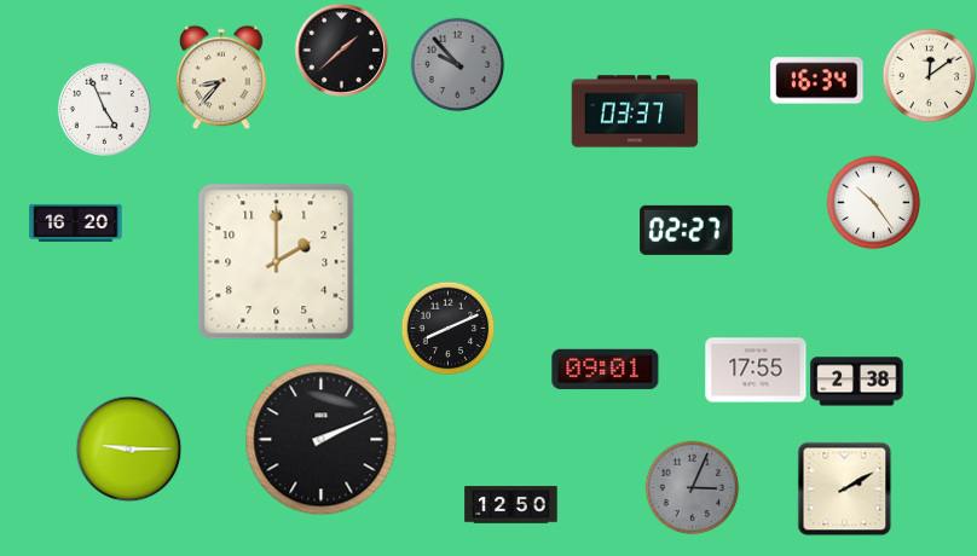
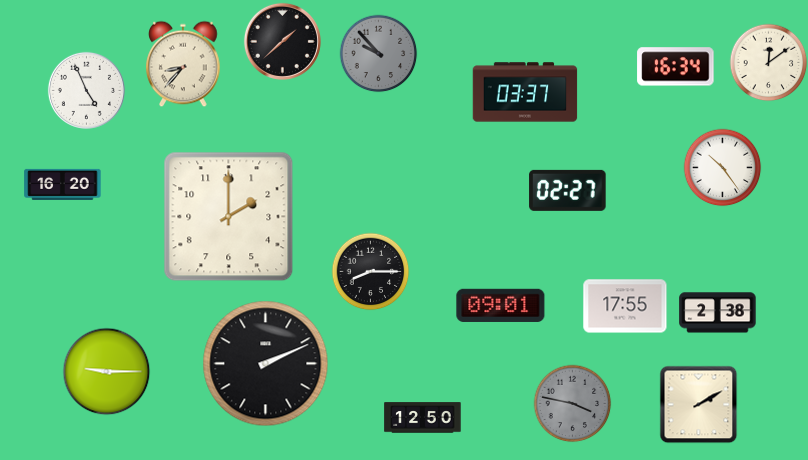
clock at (447, 328): 8:11 -> 8:15
clock at (857, 382) position: (857, 382) -> (718, 313)
clock at (692, 487): 3:04 -> 3:47
